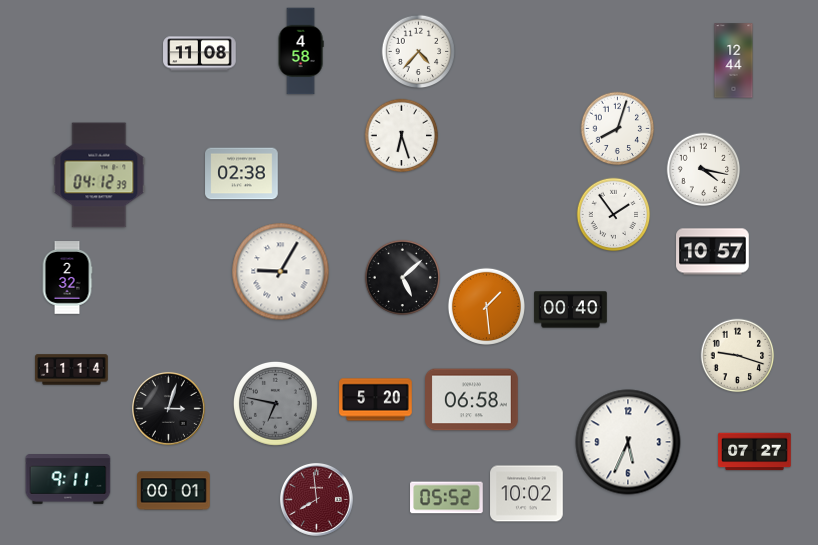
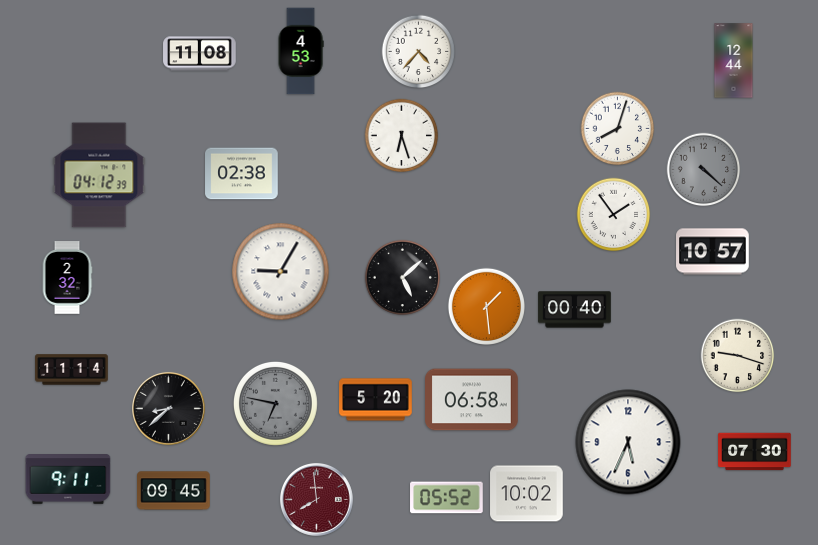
clock at (301, 51): 4:58 -> 4:53
clock at (704, 170): 4:17 -> 4:22
clock at (704, 170) dial: white -> grey
clock at (571, 310) position: (571, 310) -> (575, 310)
clock at (168, 408): 3:03 -> 8:38
clock at (755, 452): 07:27 -> 07:30
clock at (174, 491): 00:01 -> 09:45
